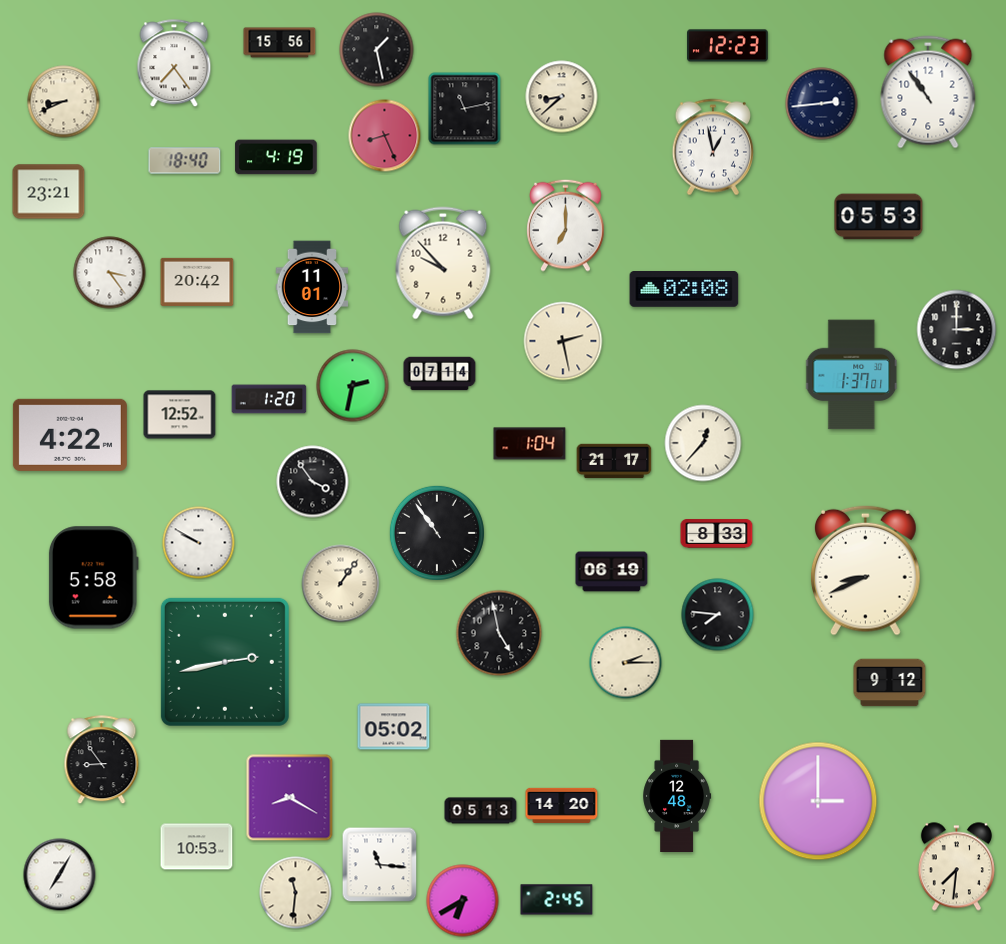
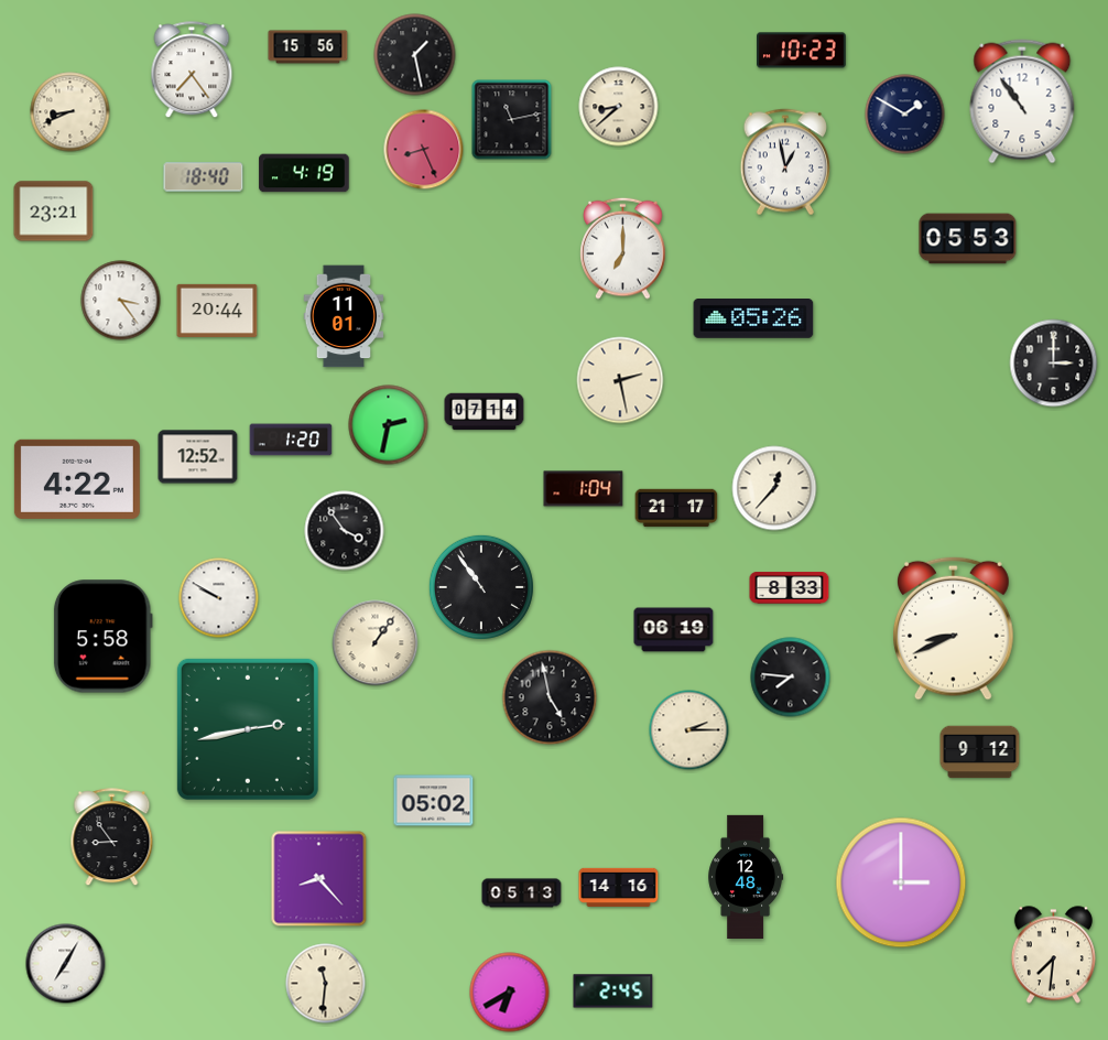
clock at (728, 46): 12:23 -> 10:23
clock at (822, 104): 2:44 -> 1:50
clock at (443, 263): 9:53 -> none
clock at (197, 282): 20:42 -> 20:44
clock at (684, 290): 02:08 -> 05:26
clock at (563, 341) position: (563, 341) -> (620, 380)
clock at (852, 375): 1:37 -> none
clock at (269, 399) position: (269, 399) -> (291, 440)
clock at (290, 798): 8:20 -> 8:23
clock at (562, 805): 14:20 -> 14:16
clock at (481, 811) position: (481, 811) -> (522, 893)
clock at (197, 847): 10:53 -> none
clock at (380, 865): 11:16 -> none
